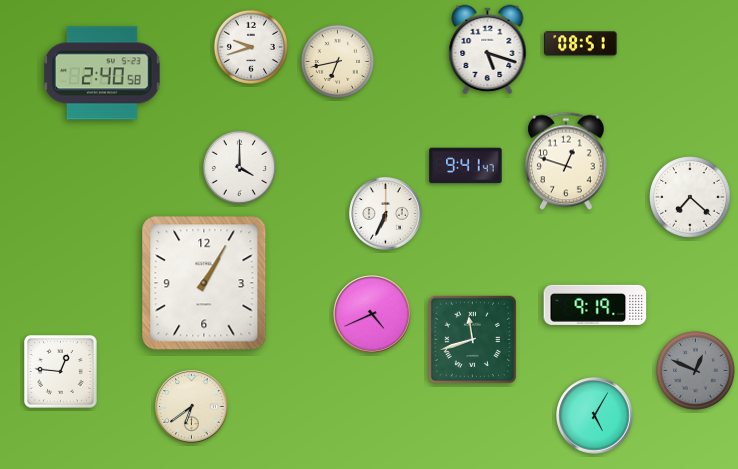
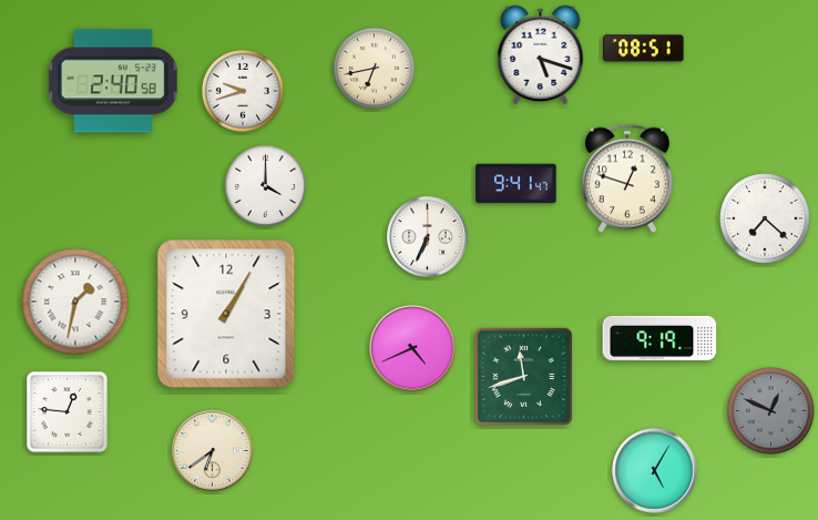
clock at (251, 47) position: (251, 47) -> (243, 91)
clock at (75, 302): none -> 1:32
clock at (595, 416) position: (595, 416) -> (655, 471)
